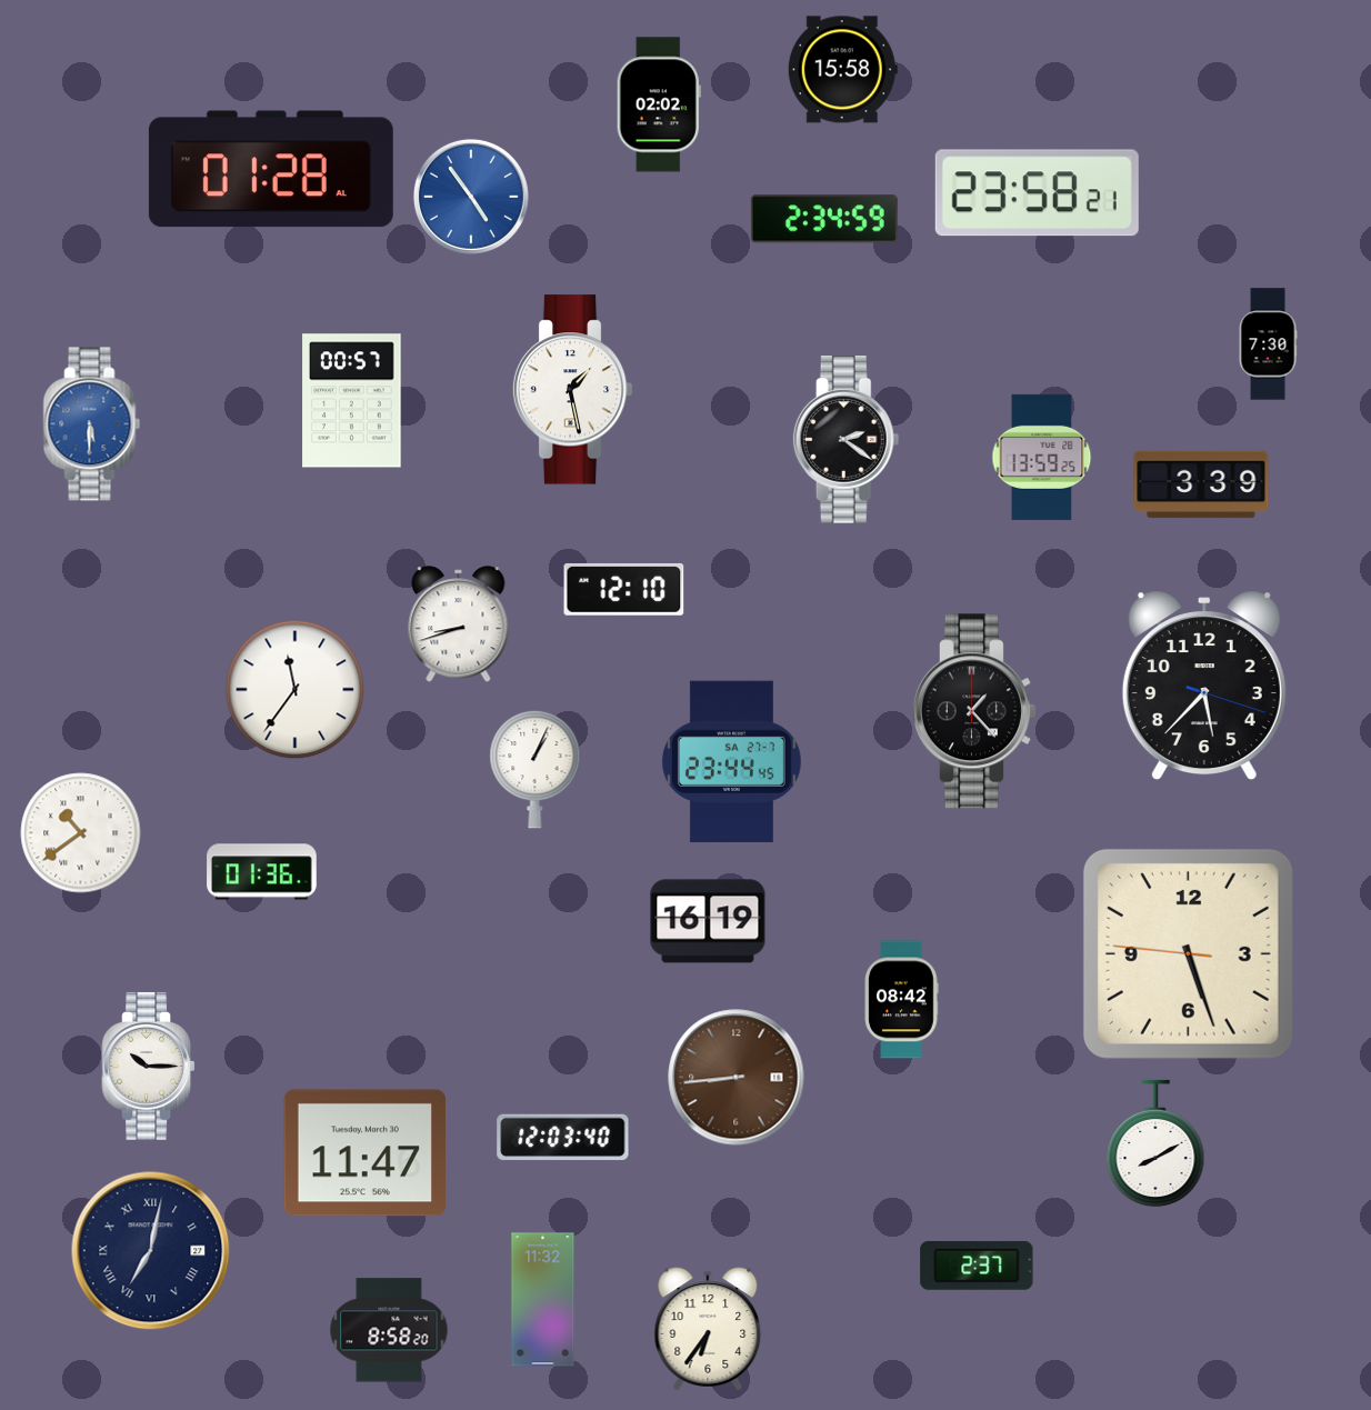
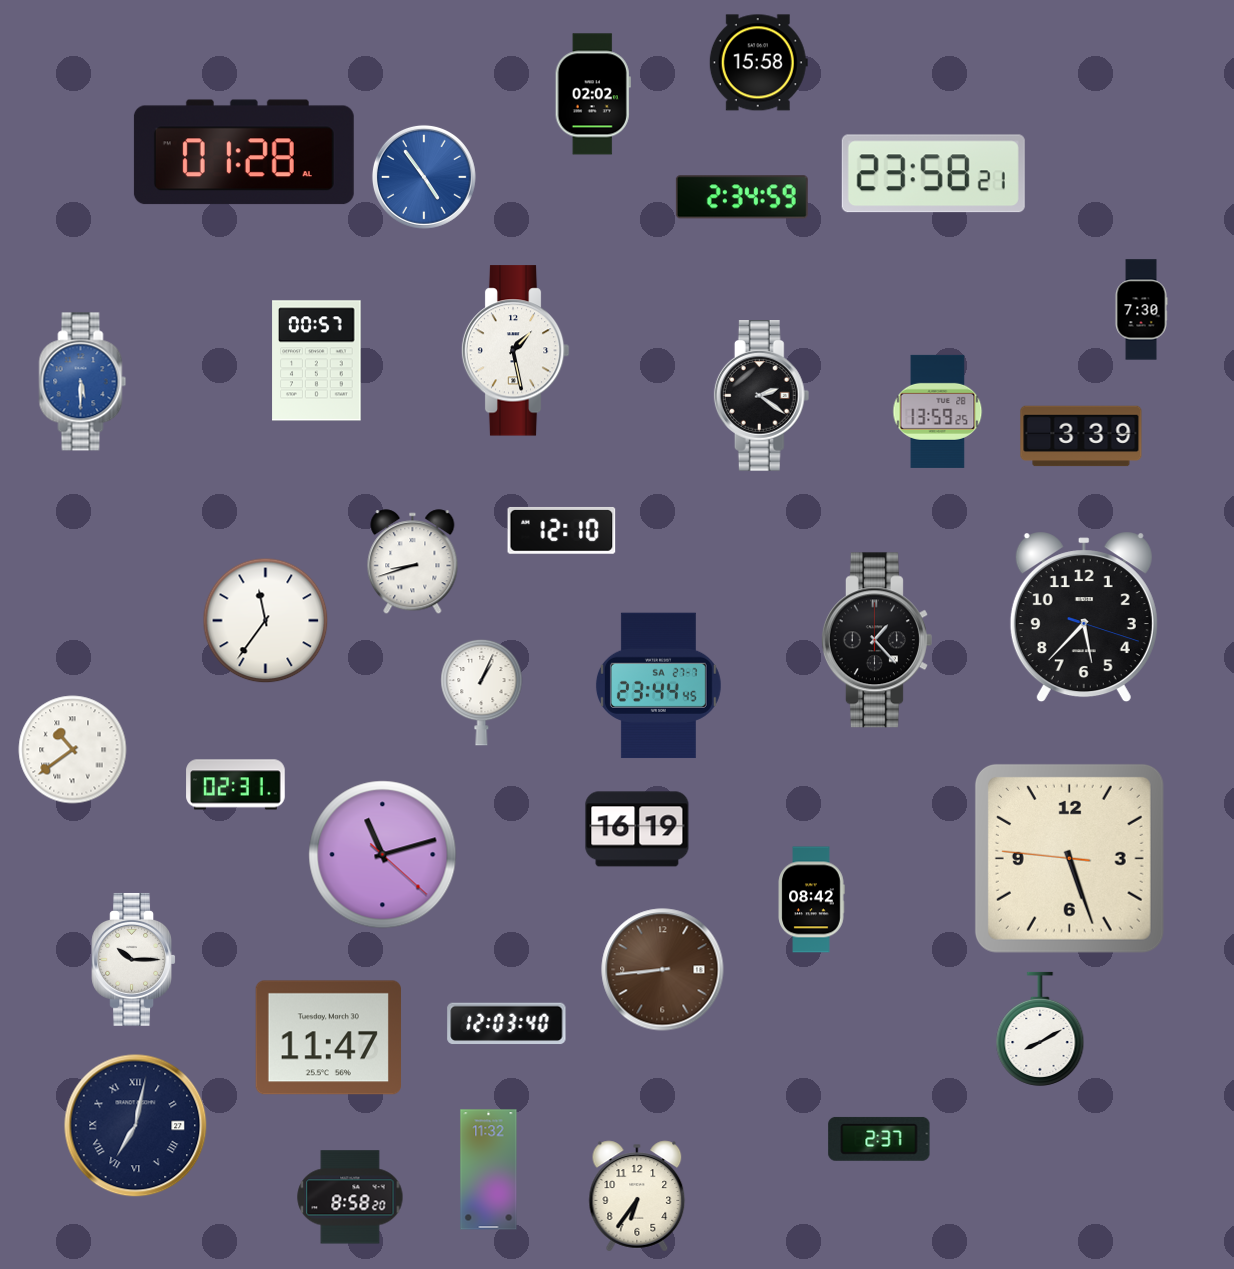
clock at (262, 872): 01:36 -> 02:31
clock at (383, 855): none -> 11:12
